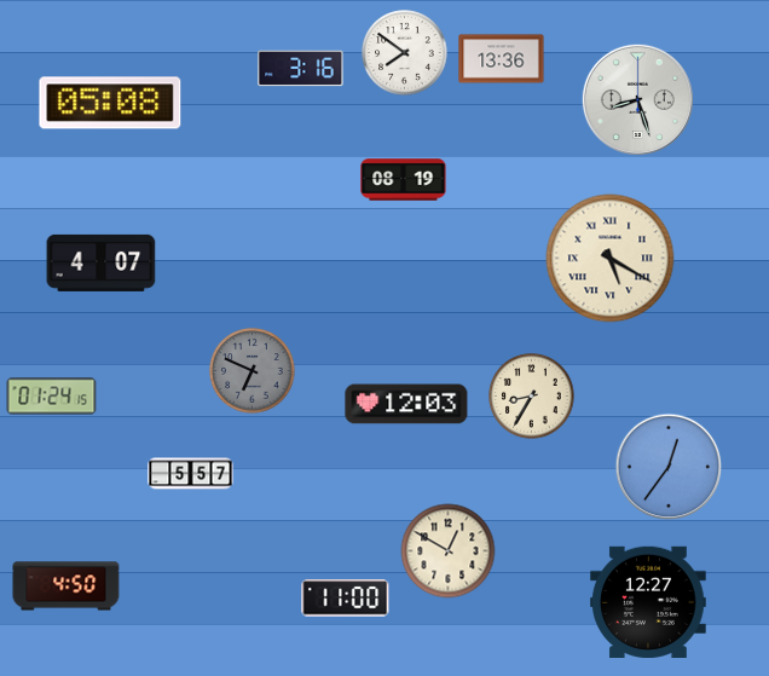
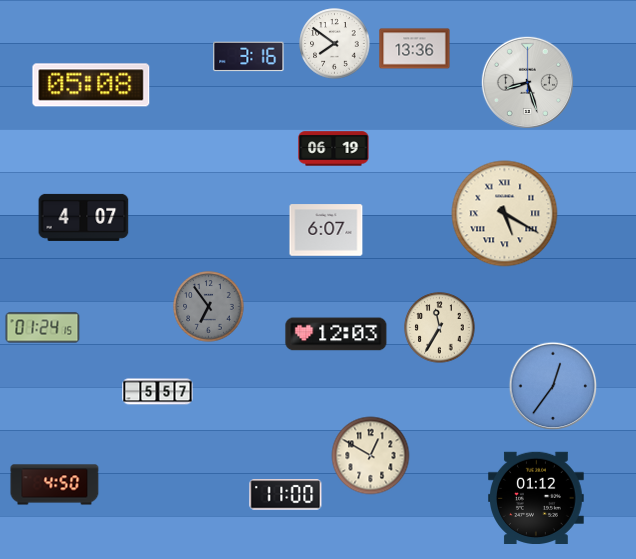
clock at (404, 180): 08:19 -> 06:19
clock at (326, 230): none -> 6:07
clock at (253, 371): 6:49 -> 6:54
clock at (532, 397): 8:35 -> 11:35
clock at (649, 602): 12:27 -> 01:12
